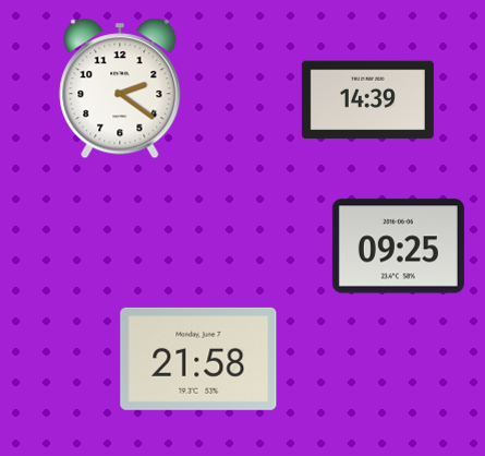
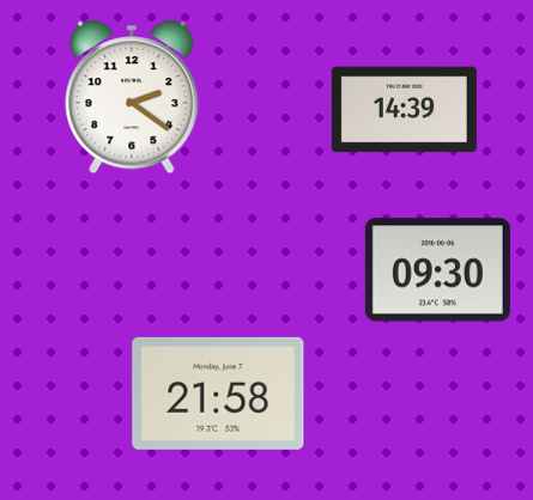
clock at (398, 247): 09:25 -> 09:30
